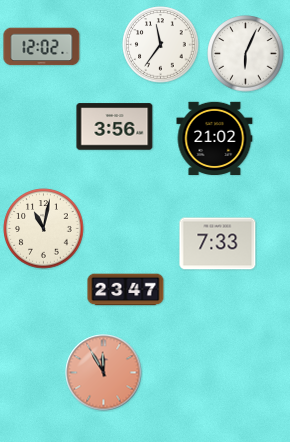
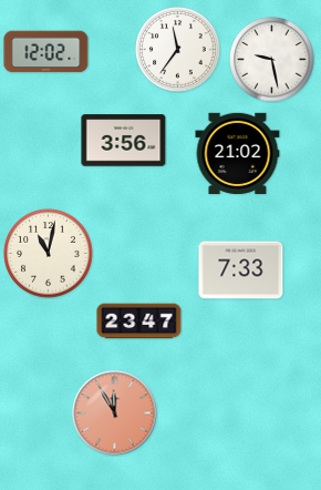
clock at (246, 54): 6:04 -> 9:28
clock at (115, 127) position: (115, 127) -> (124, 141)
